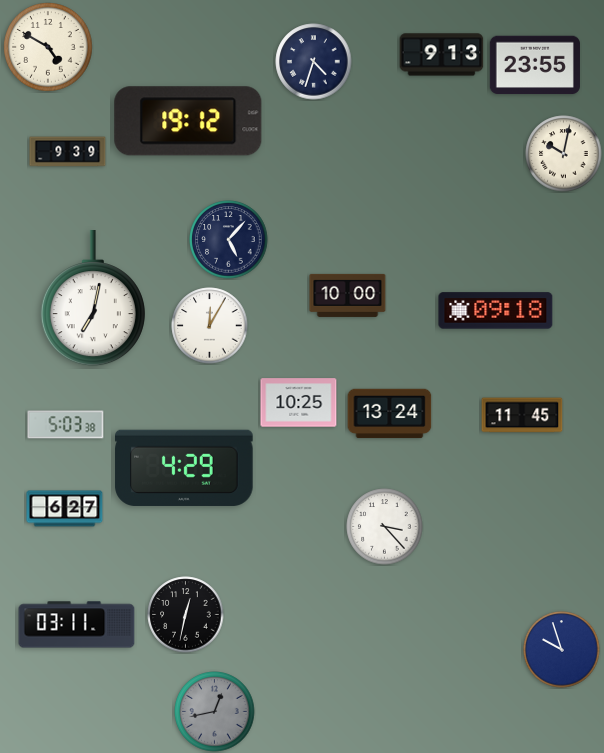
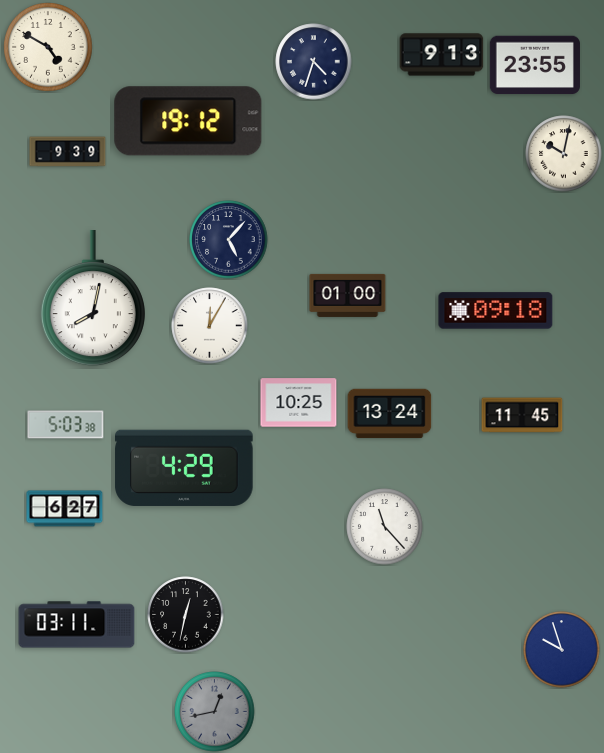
clock at (348, 295): 10:00 -> 01:00
clock at (93, 299): 7:02 -> 8:02
clock at (385, 527): 3:23 -> 11:23
